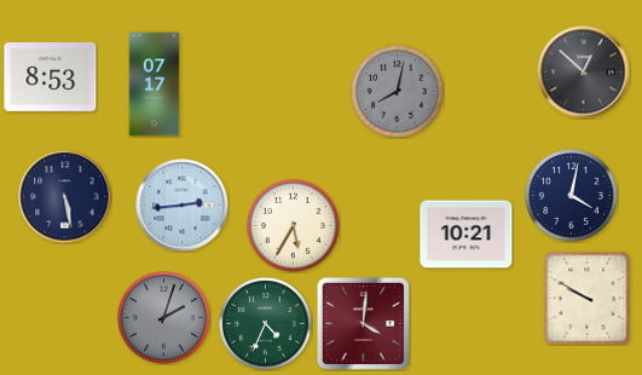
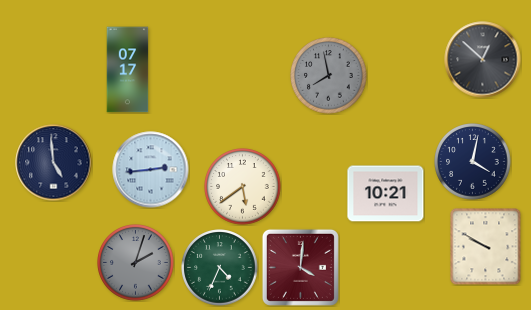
clock at (51, 76): 8:53 -> none
clock at (398, 92): 8:02 -> 7:58
clock at (65, 197): 5:28 -> 4:59
clock at (294, 226): 5:35 -> 5:39
